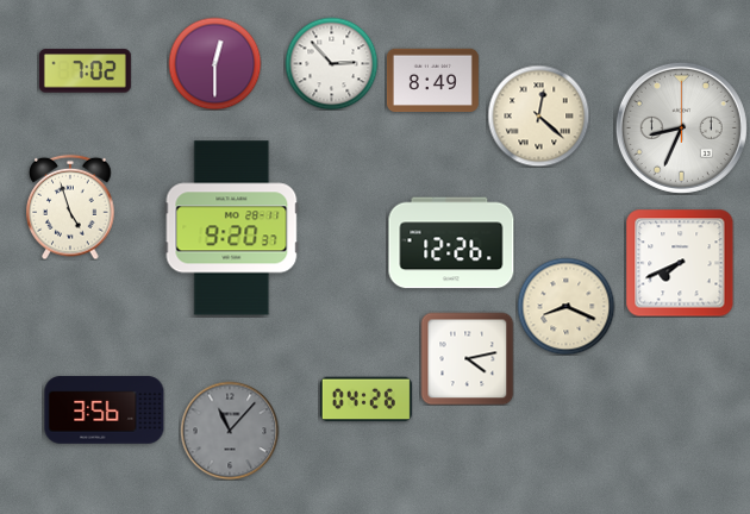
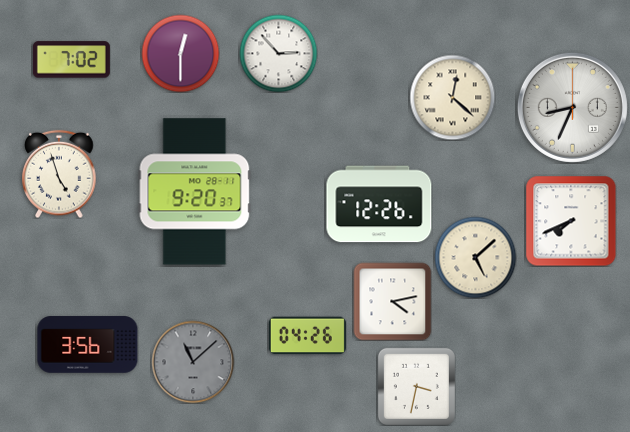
clock at (432, 81): 8:49 -> none
clock at (565, 306): 8:19 -> 5:08
clock at (230, 431): 11:07 -> 11:08
clock at (416, 386): none -> 3:32
